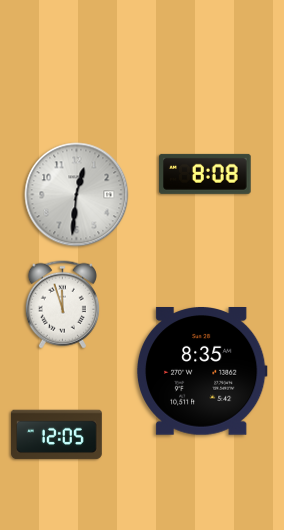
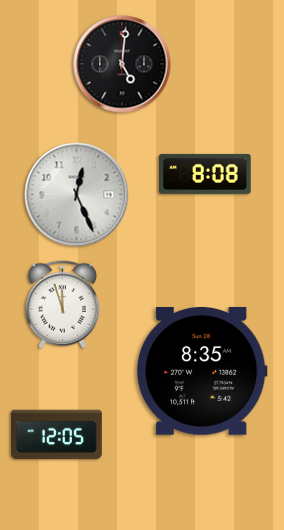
clock at (122, 64): none -> 5:01
clock at (77, 195): 12:31 -> 12:26
